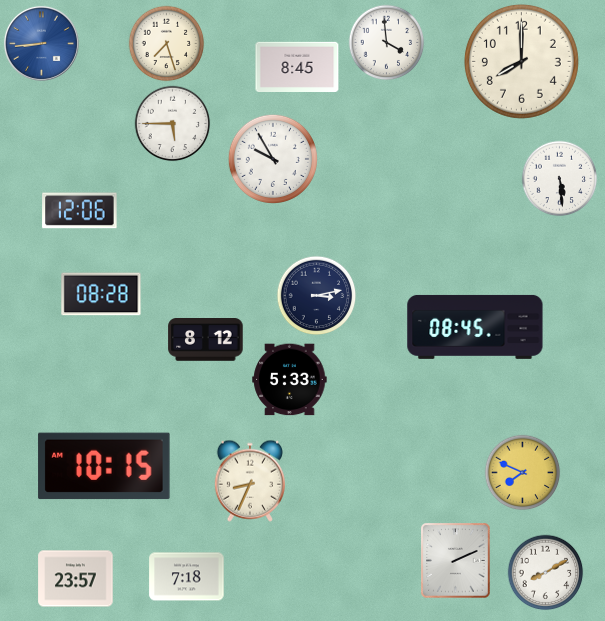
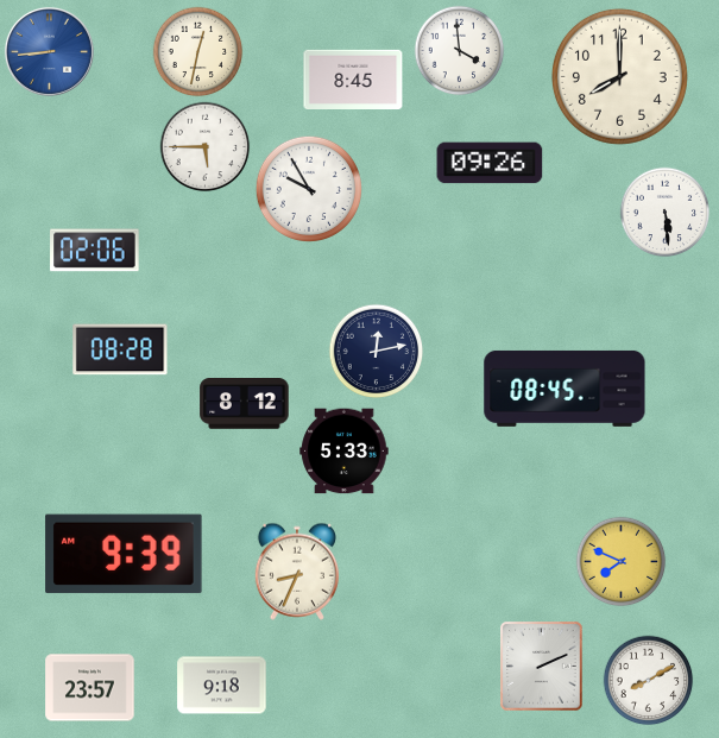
clock at (167, 44): 7:27 -> 12:32
clock at (521, 61) position: (521, 61) -> (619, 76)
clock at (490, 163): none -> 09:26
clock at (273, 159) position: (273, 159) -> (309, 189)
clock at (80, 211): 12:06 -> 02:06
clock at (317, 296): 3:13 -> 12:13
clock at (104, 466): 10:15 -> 9:39
clock at (187, 577): 7:18 -> 9:18
